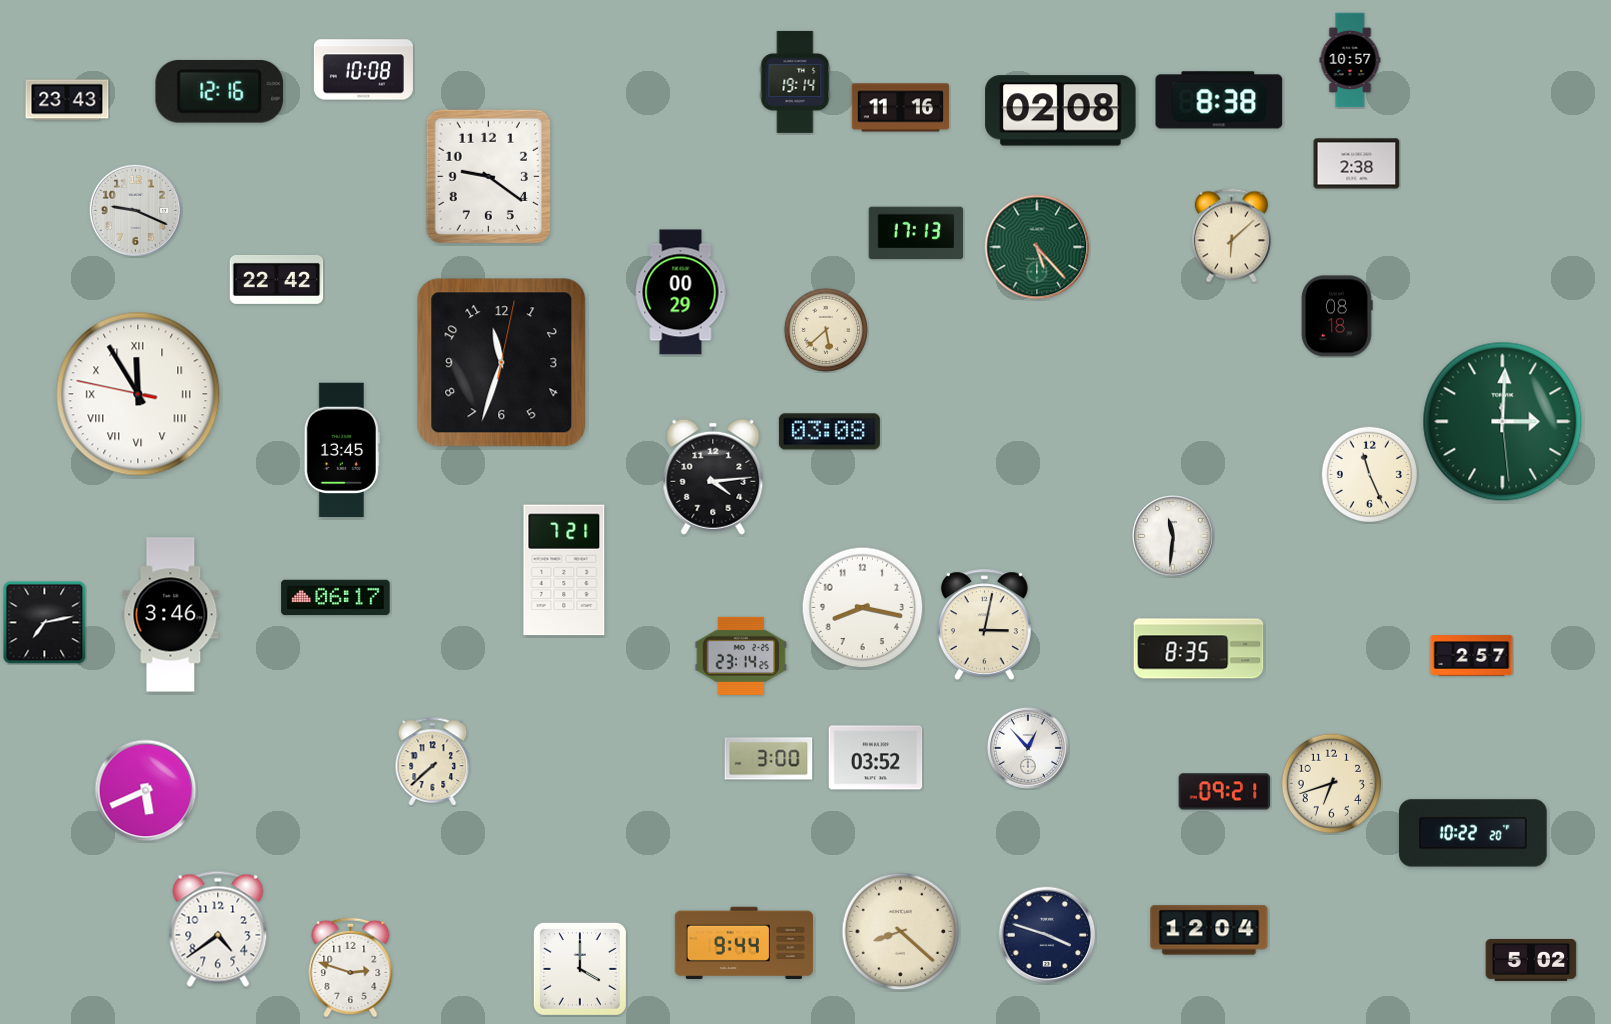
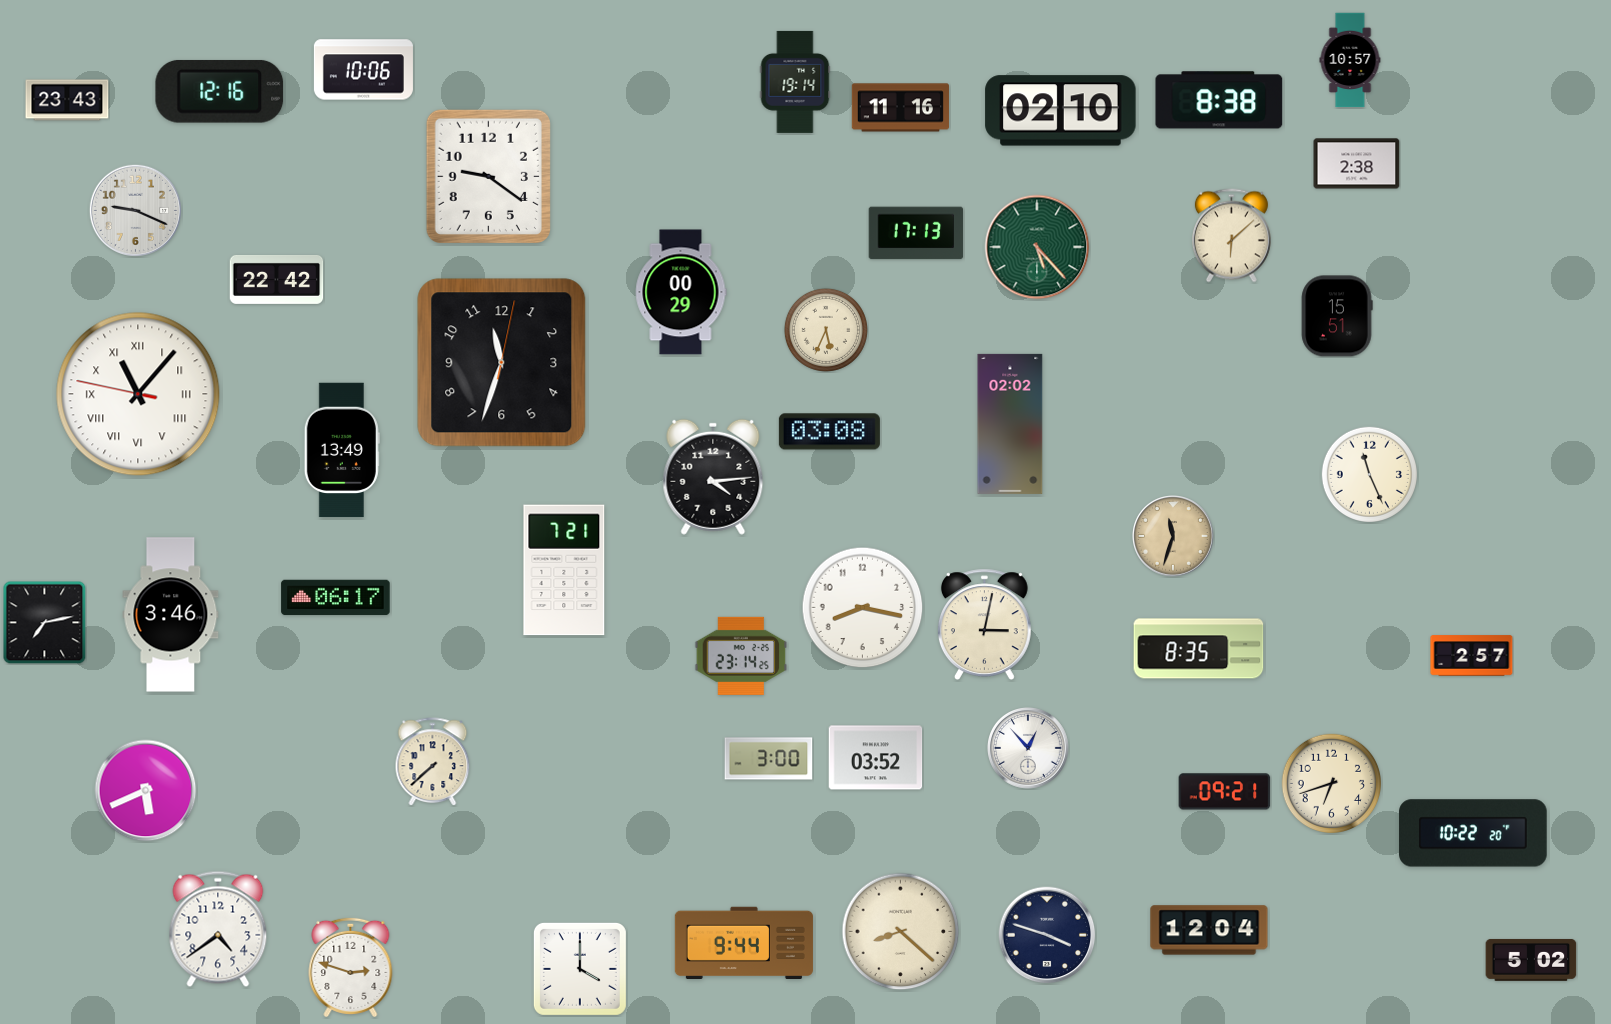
clock at (363, 70): 10:08 -> 10:06
clock at (1061, 111): 02:08 -> 02:10
clock at (1337, 316): 08:18 -> 15:51
clock at (826, 330): 5:38 -> 5:34
clock at (138, 394): 11:54 -> 11:06
clock at (1503, 422): 3:00 -> none
clock at (1010, 424): none -> 02:02
clock at (342, 450): 13:45 -> 13:49
clock at (1174, 537): 11:31 -> 11:33
clock at (1174, 537) dial: white -> champagne
